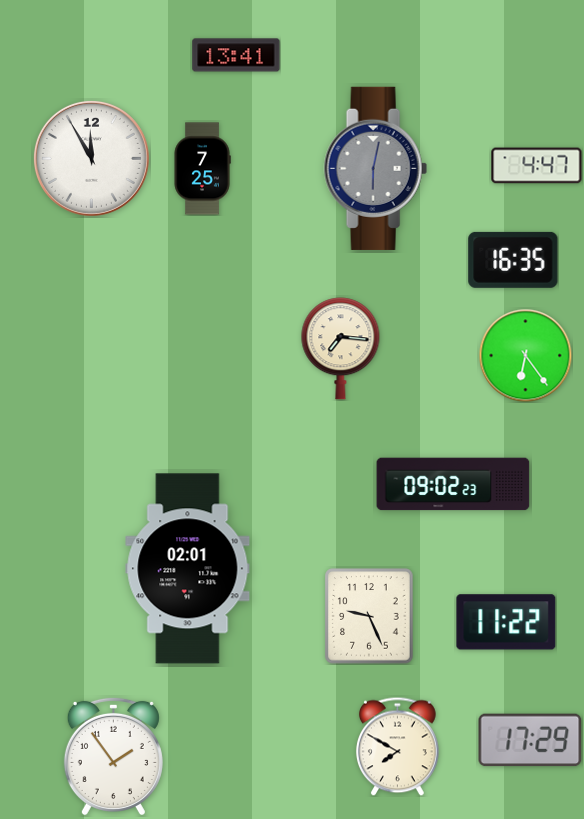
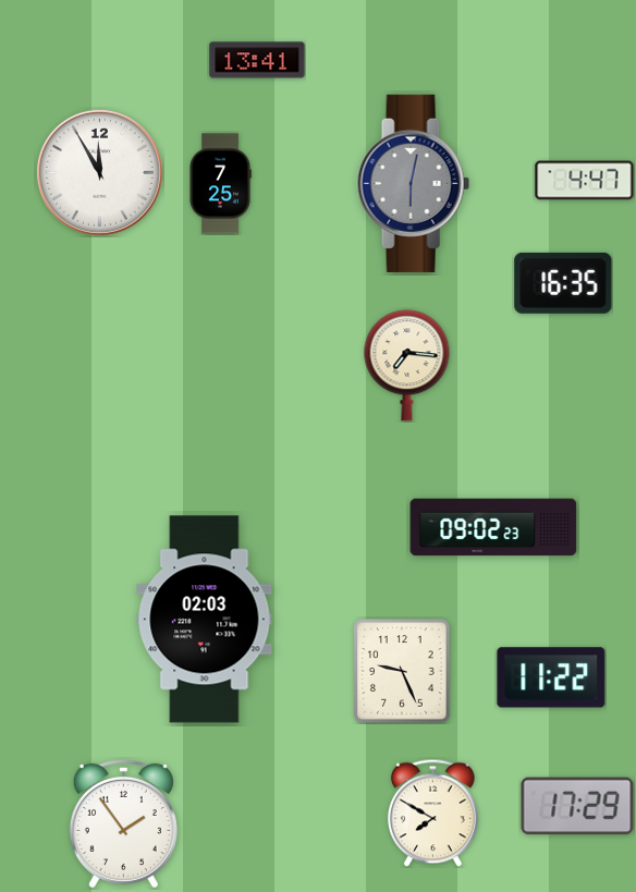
clock at (375, 168) position: (375, 168) -> (413, 183)
clock at (513, 260) position: (513, 260) -> (563, 283)
clock at (341, 349) position: (341, 349) -> (407, 366)
clock at (525, 355): 6:24 -> none
clock at (188, 569): 02:01 -> 02:03
